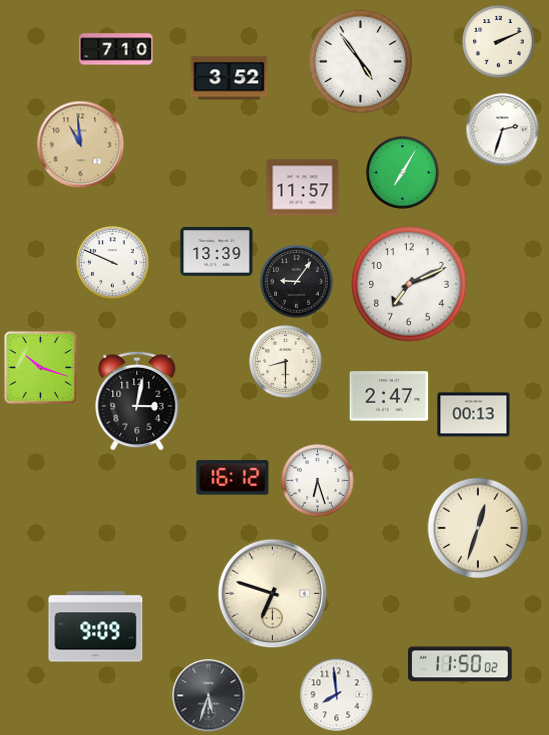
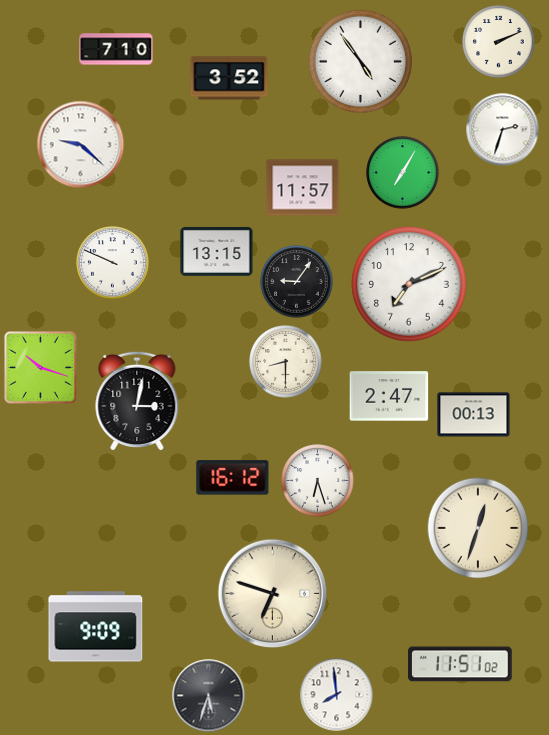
clock at (81, 145): 10:59 -> 9:22
clock at (81, 145) dial: champagne -> white
clock at (217, 251): 13:39 -> 13:15
clock at (460, 664): 11:50 -> 11:51
